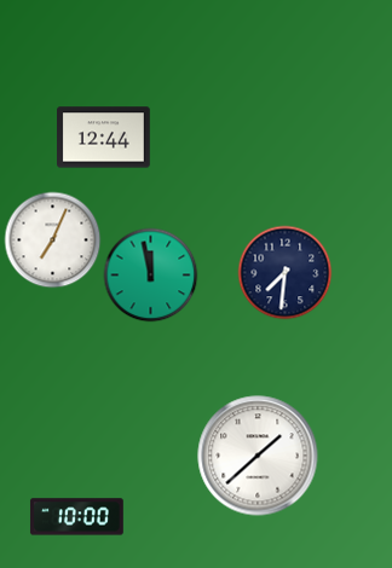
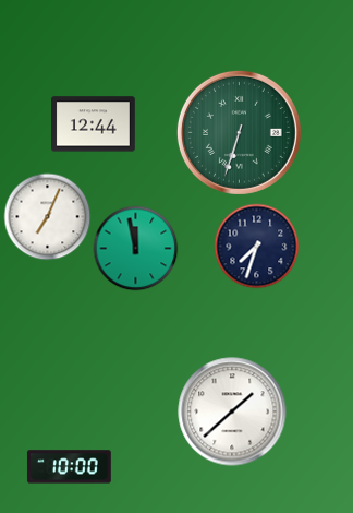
clock at (239, 132): none -> 6:33
clock at (284, 272): 7:31 -> 7:33
